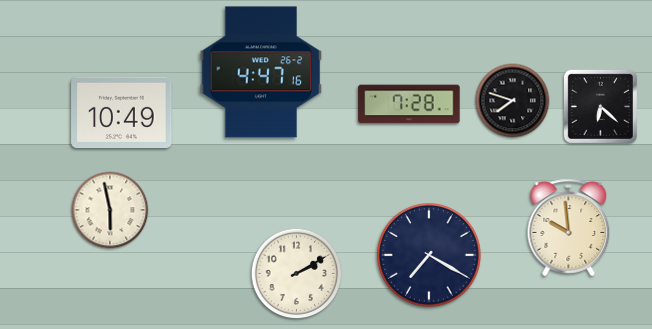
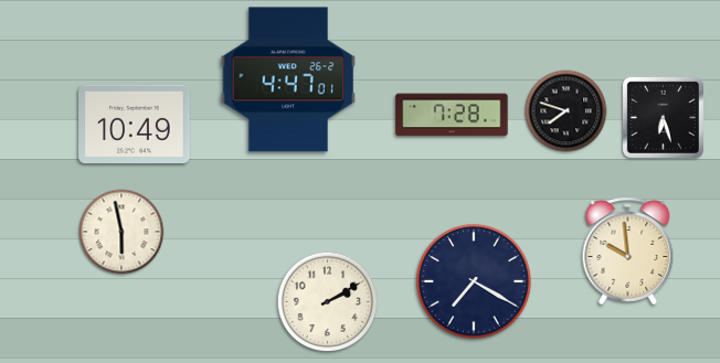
clock at (261, 72): 4:47:16 -> 4:47:01
clock at (600, 106): 6:22 -> 6:27
